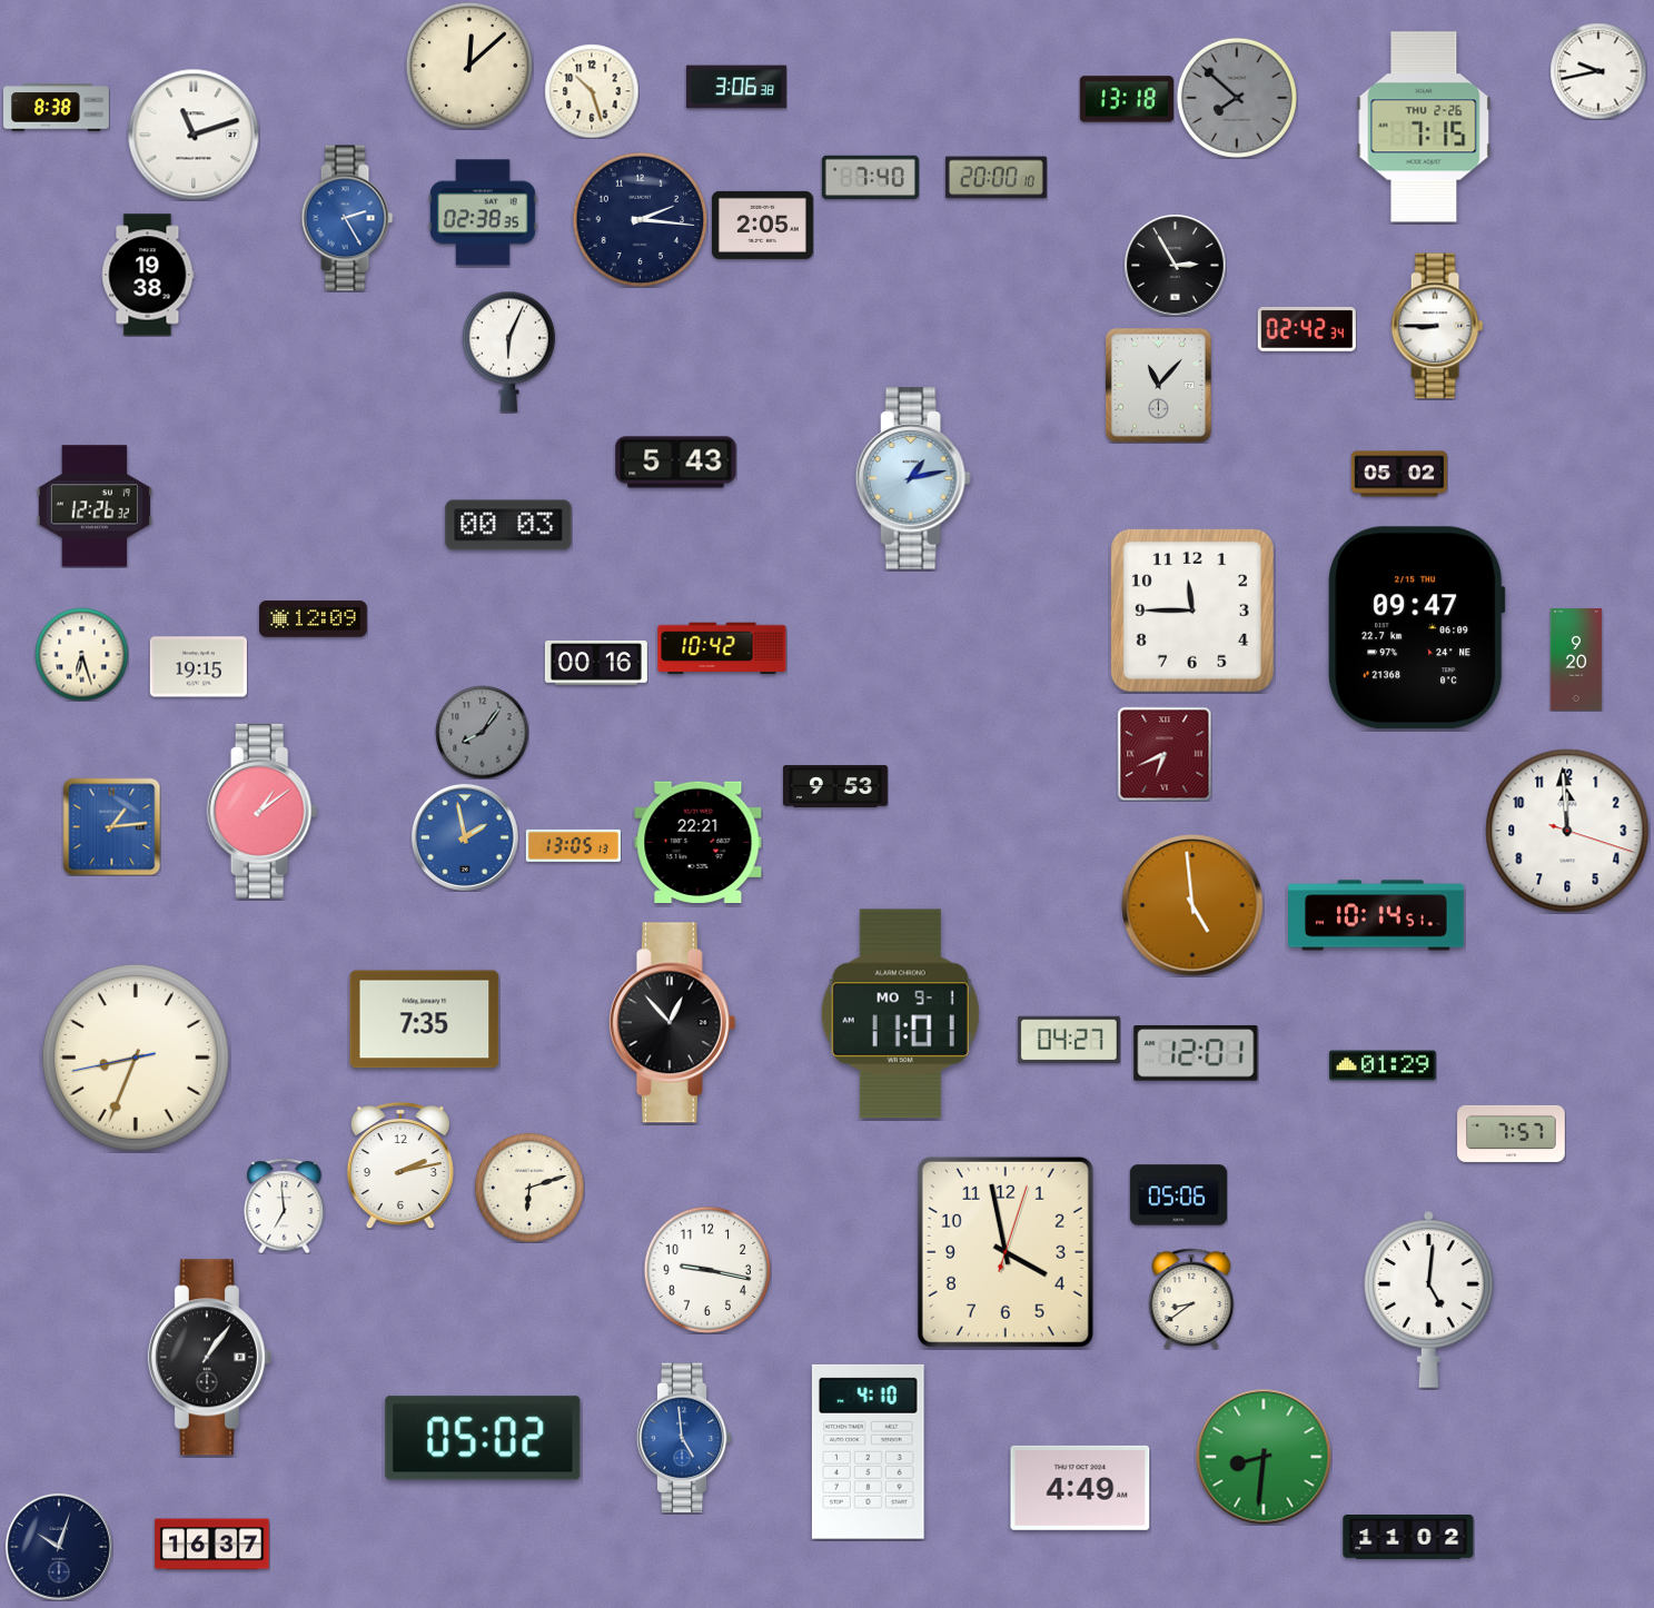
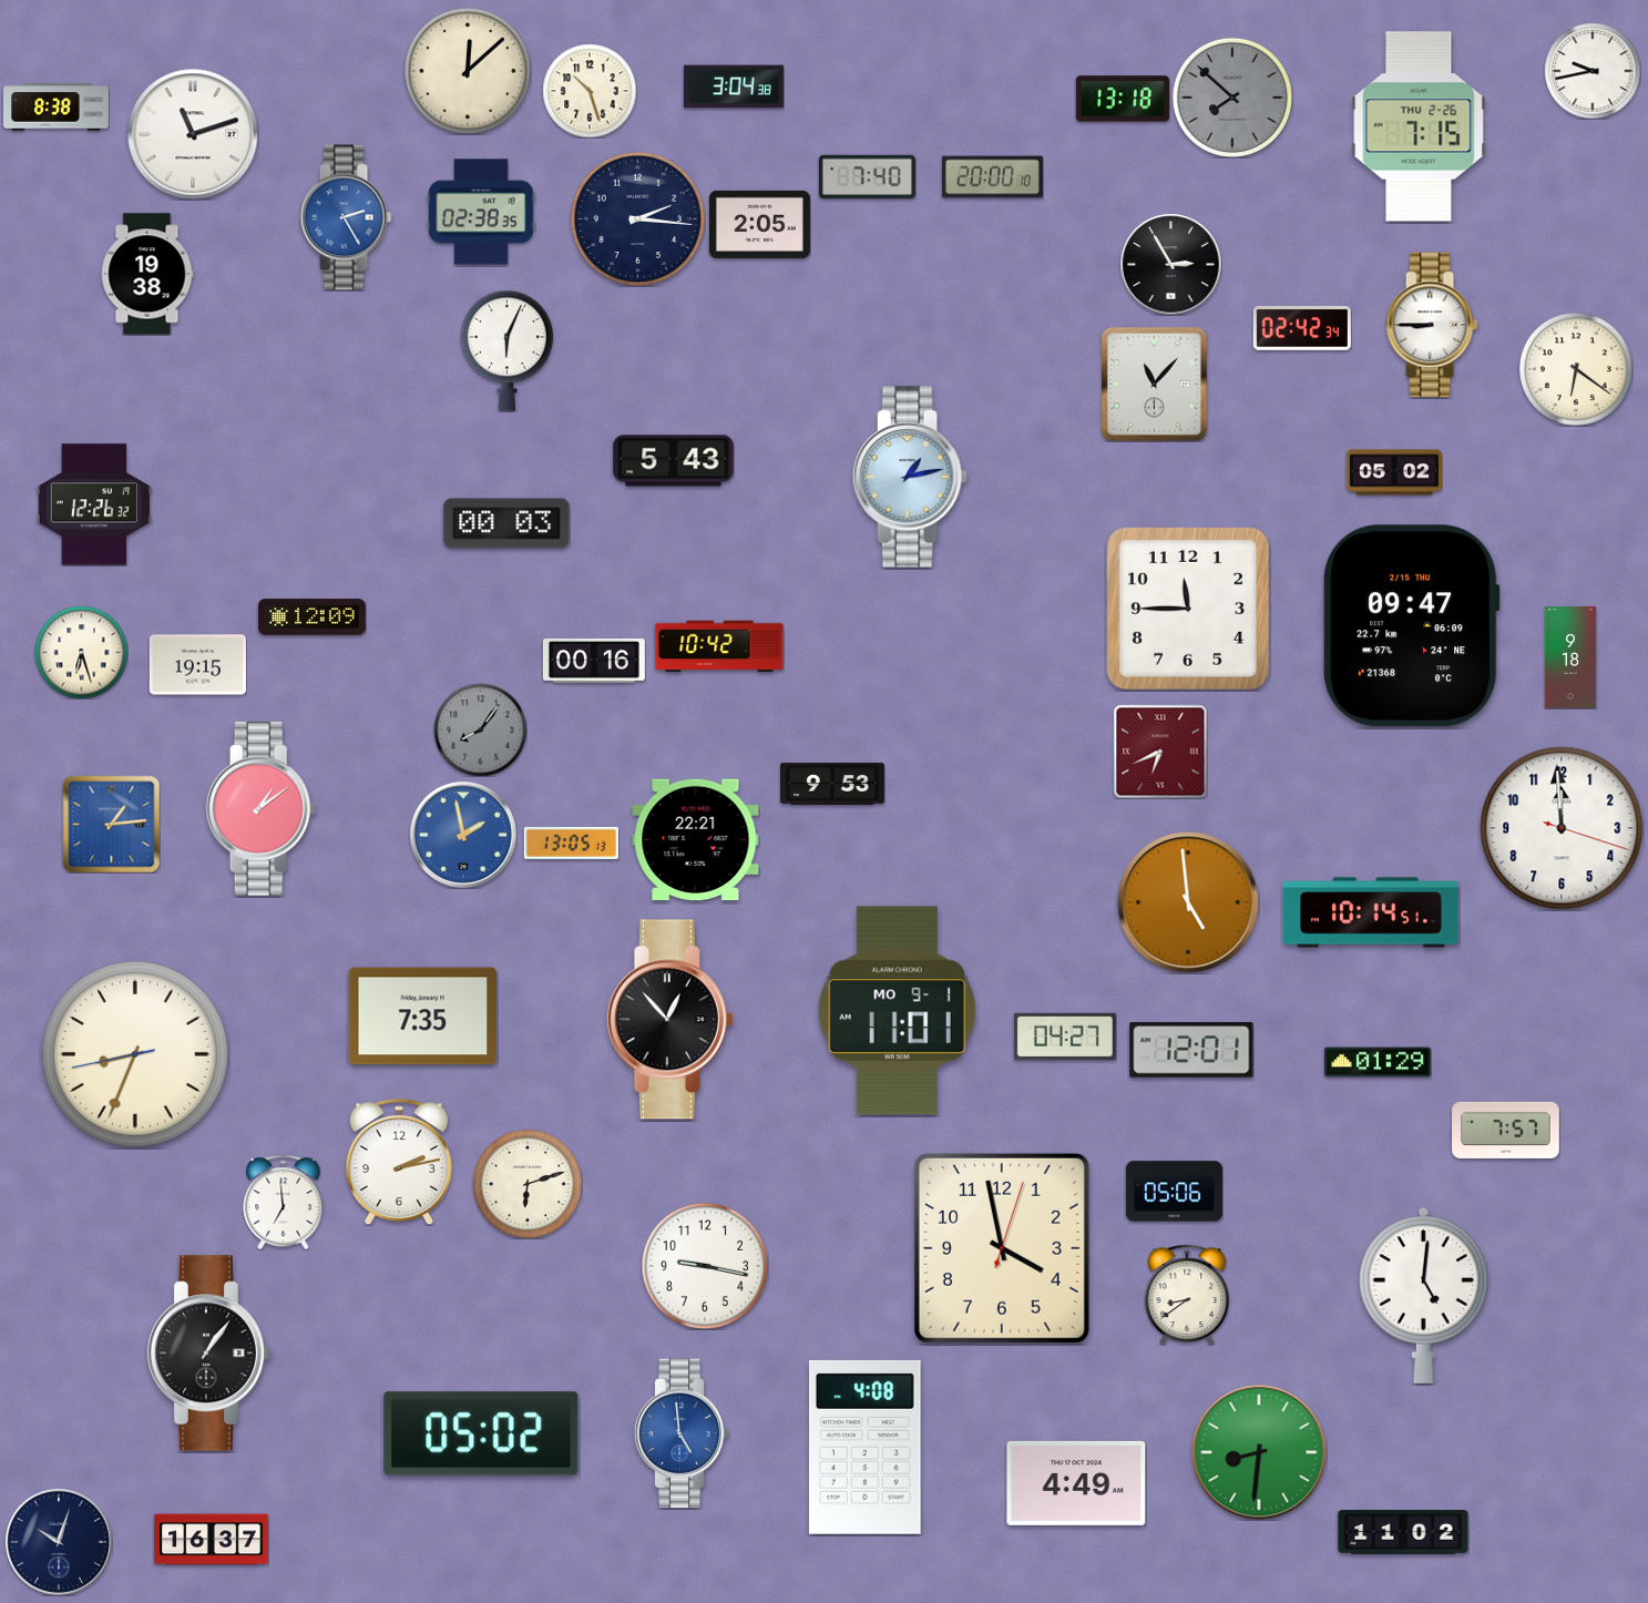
clock at (468, 64) position: (468, 64) -> (467, 70)
clock at (736, 87): 3:06 -> 3:04
clock at (1576, 369): none -> 6:21
clock at (1576, 659): 9:20 -> 9:18
clock at (868, 1451): 4:10 -> 4:08
